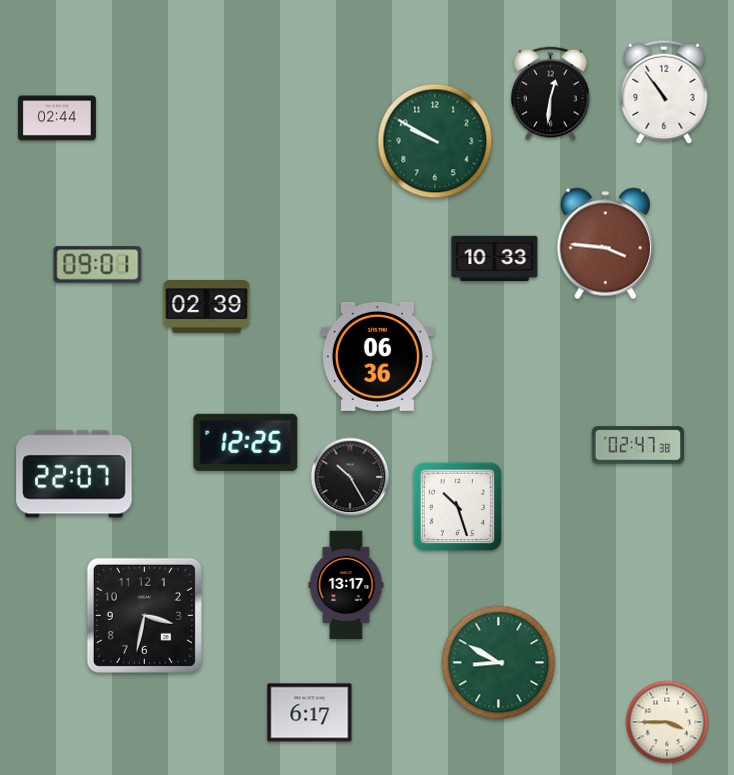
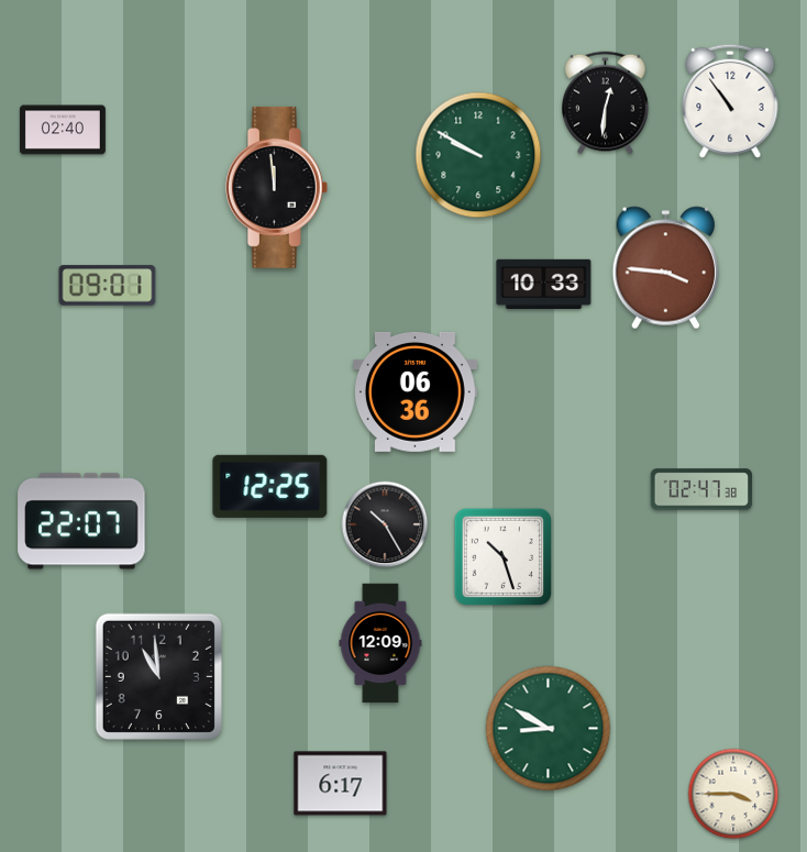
clock at (57, 118): 02:44 -> 02:40
clock at (276, 187): none -> 11:59
clock at (98, 265) position: (98, 265) -> (108, 286)
clock at (207, 306): 02:39 -> none
clock at (346, 585): 13:17 -> 12:09
clock at (144, 615): 3:32 -> 10:59
